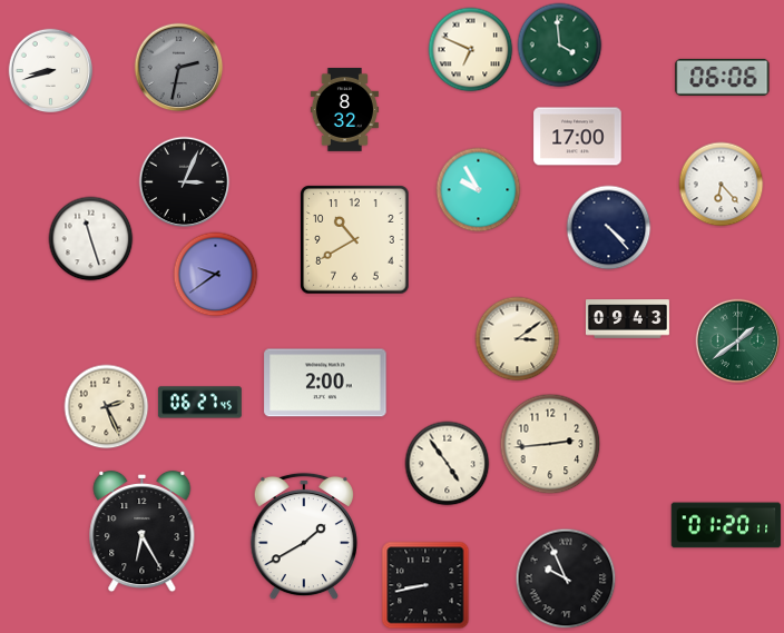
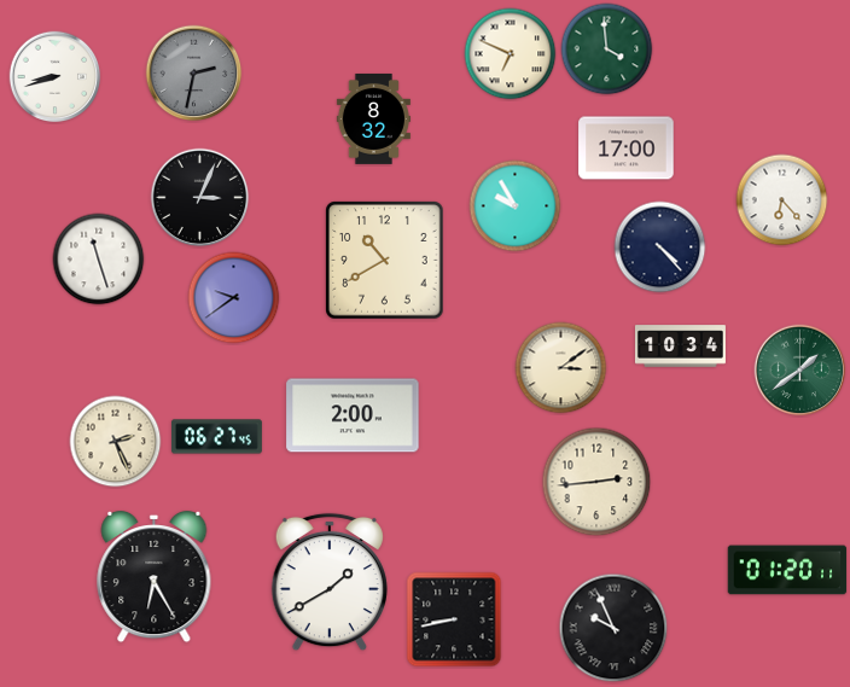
clock at (723, 77): 06:06 -> none
clock at (479, 190) position: (479, 190) -> (516, 206)
clock at (627, 319): 09:43 -> 10:34
clock at (448, 464): 4:54 -> none
clock at (425, 585) position: (425, 585) -> (454, 619)
